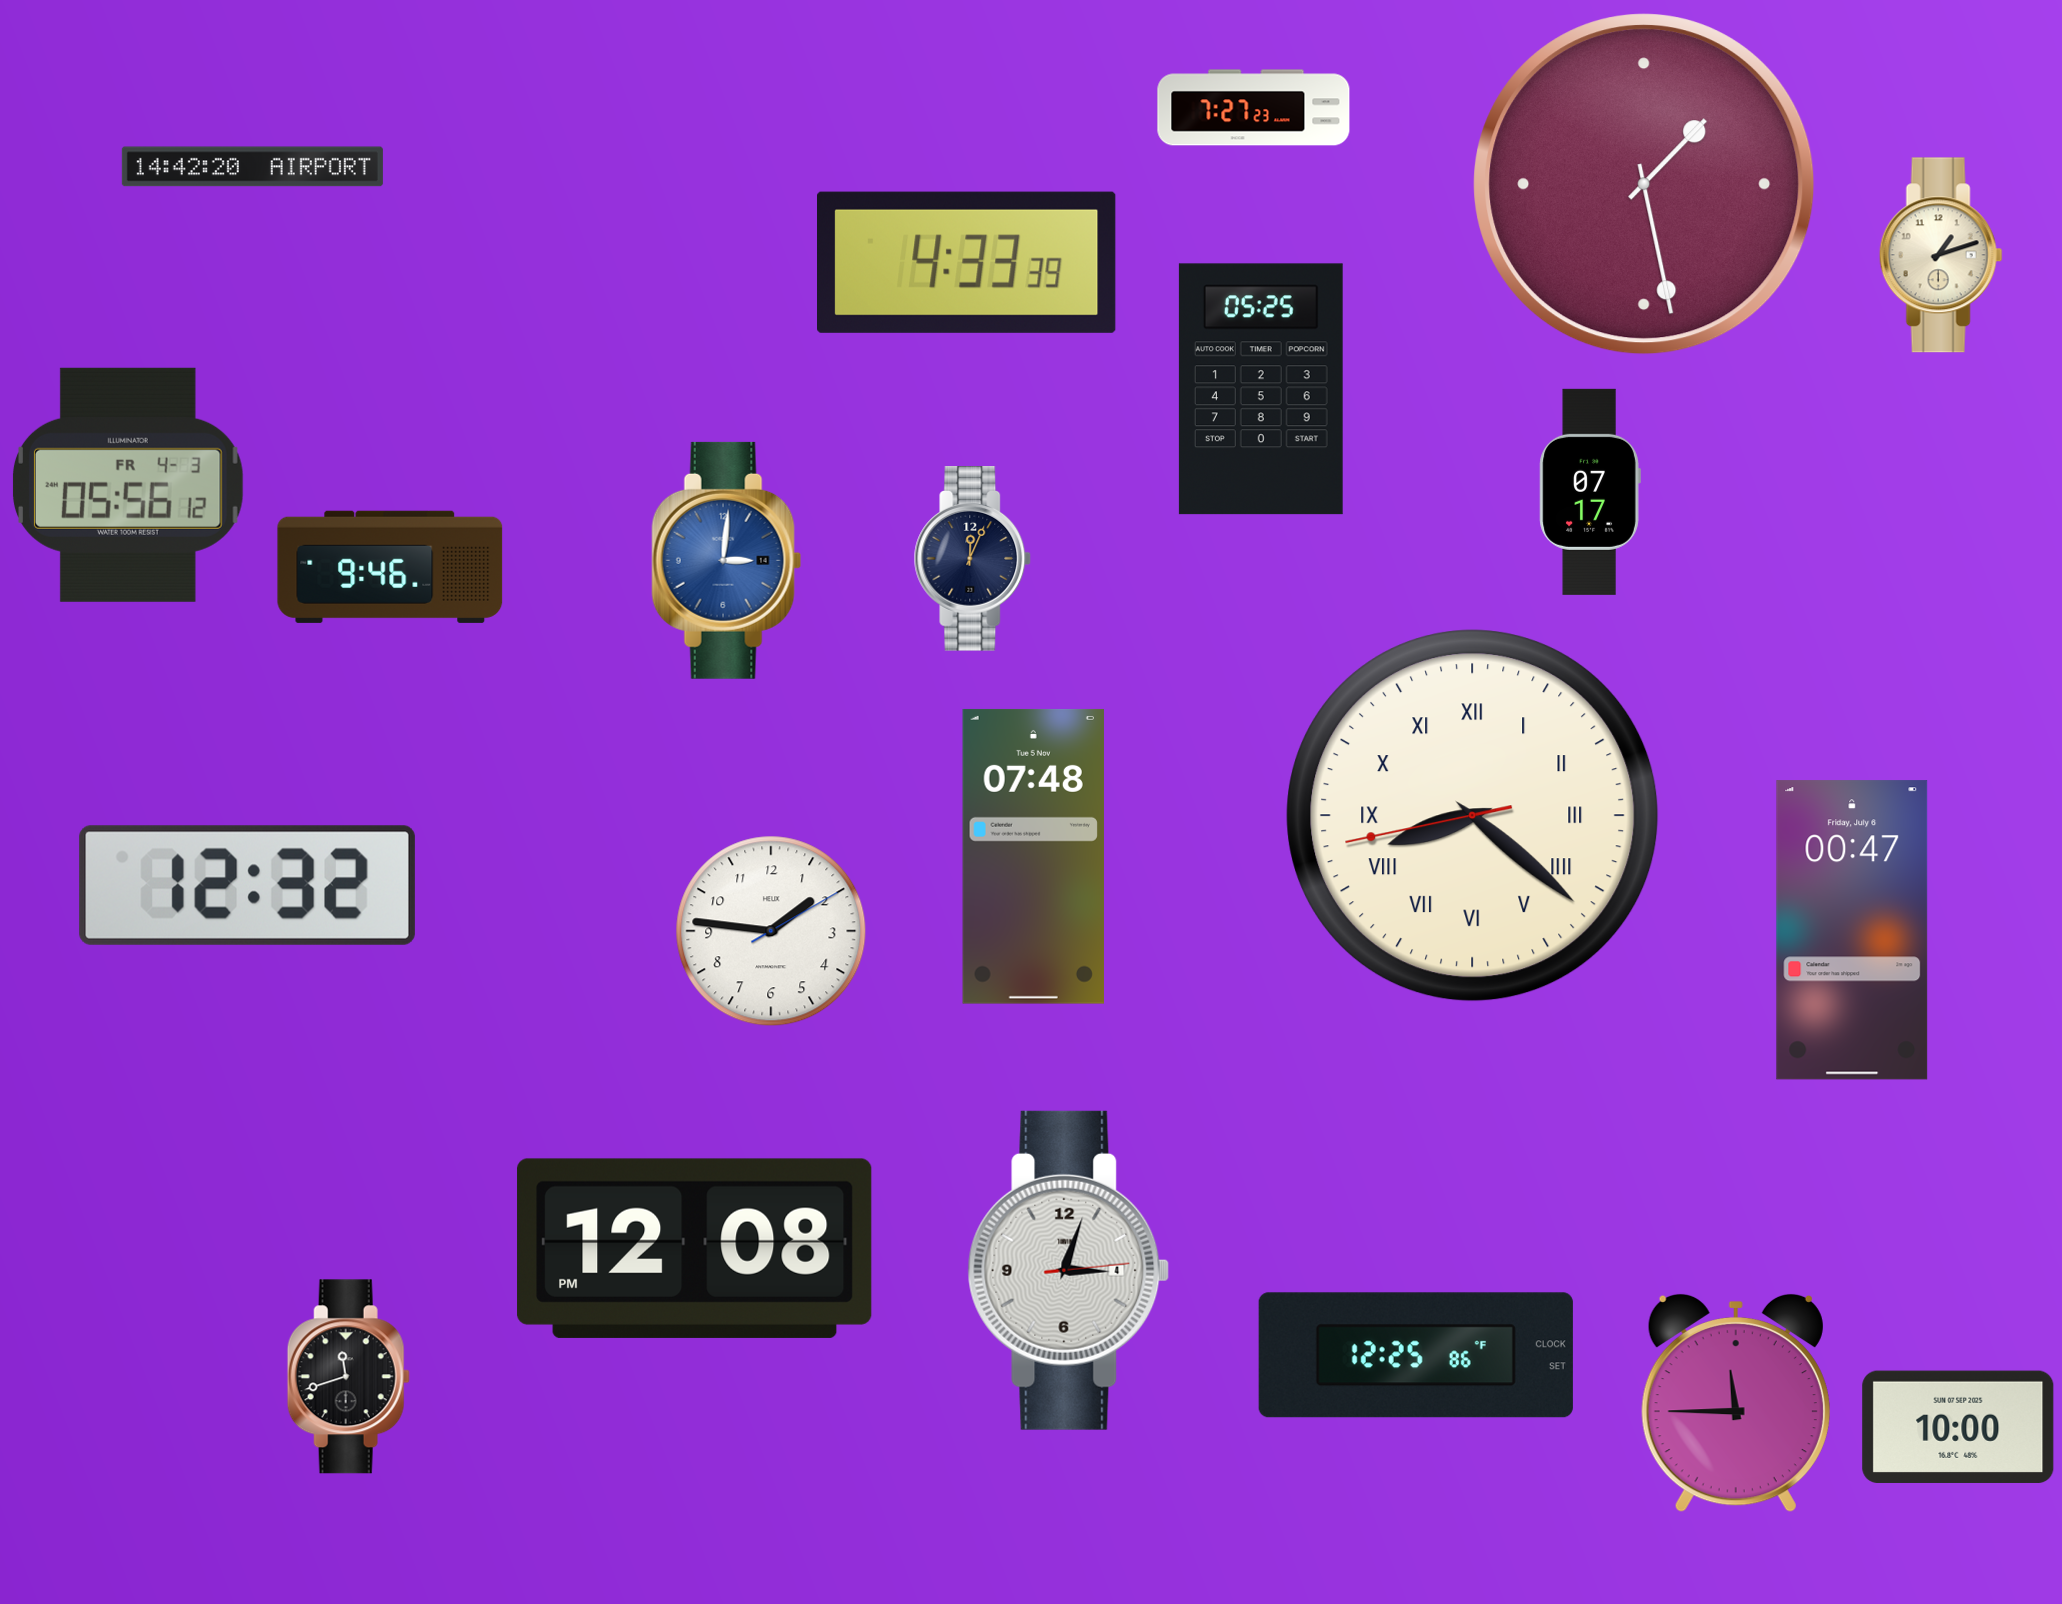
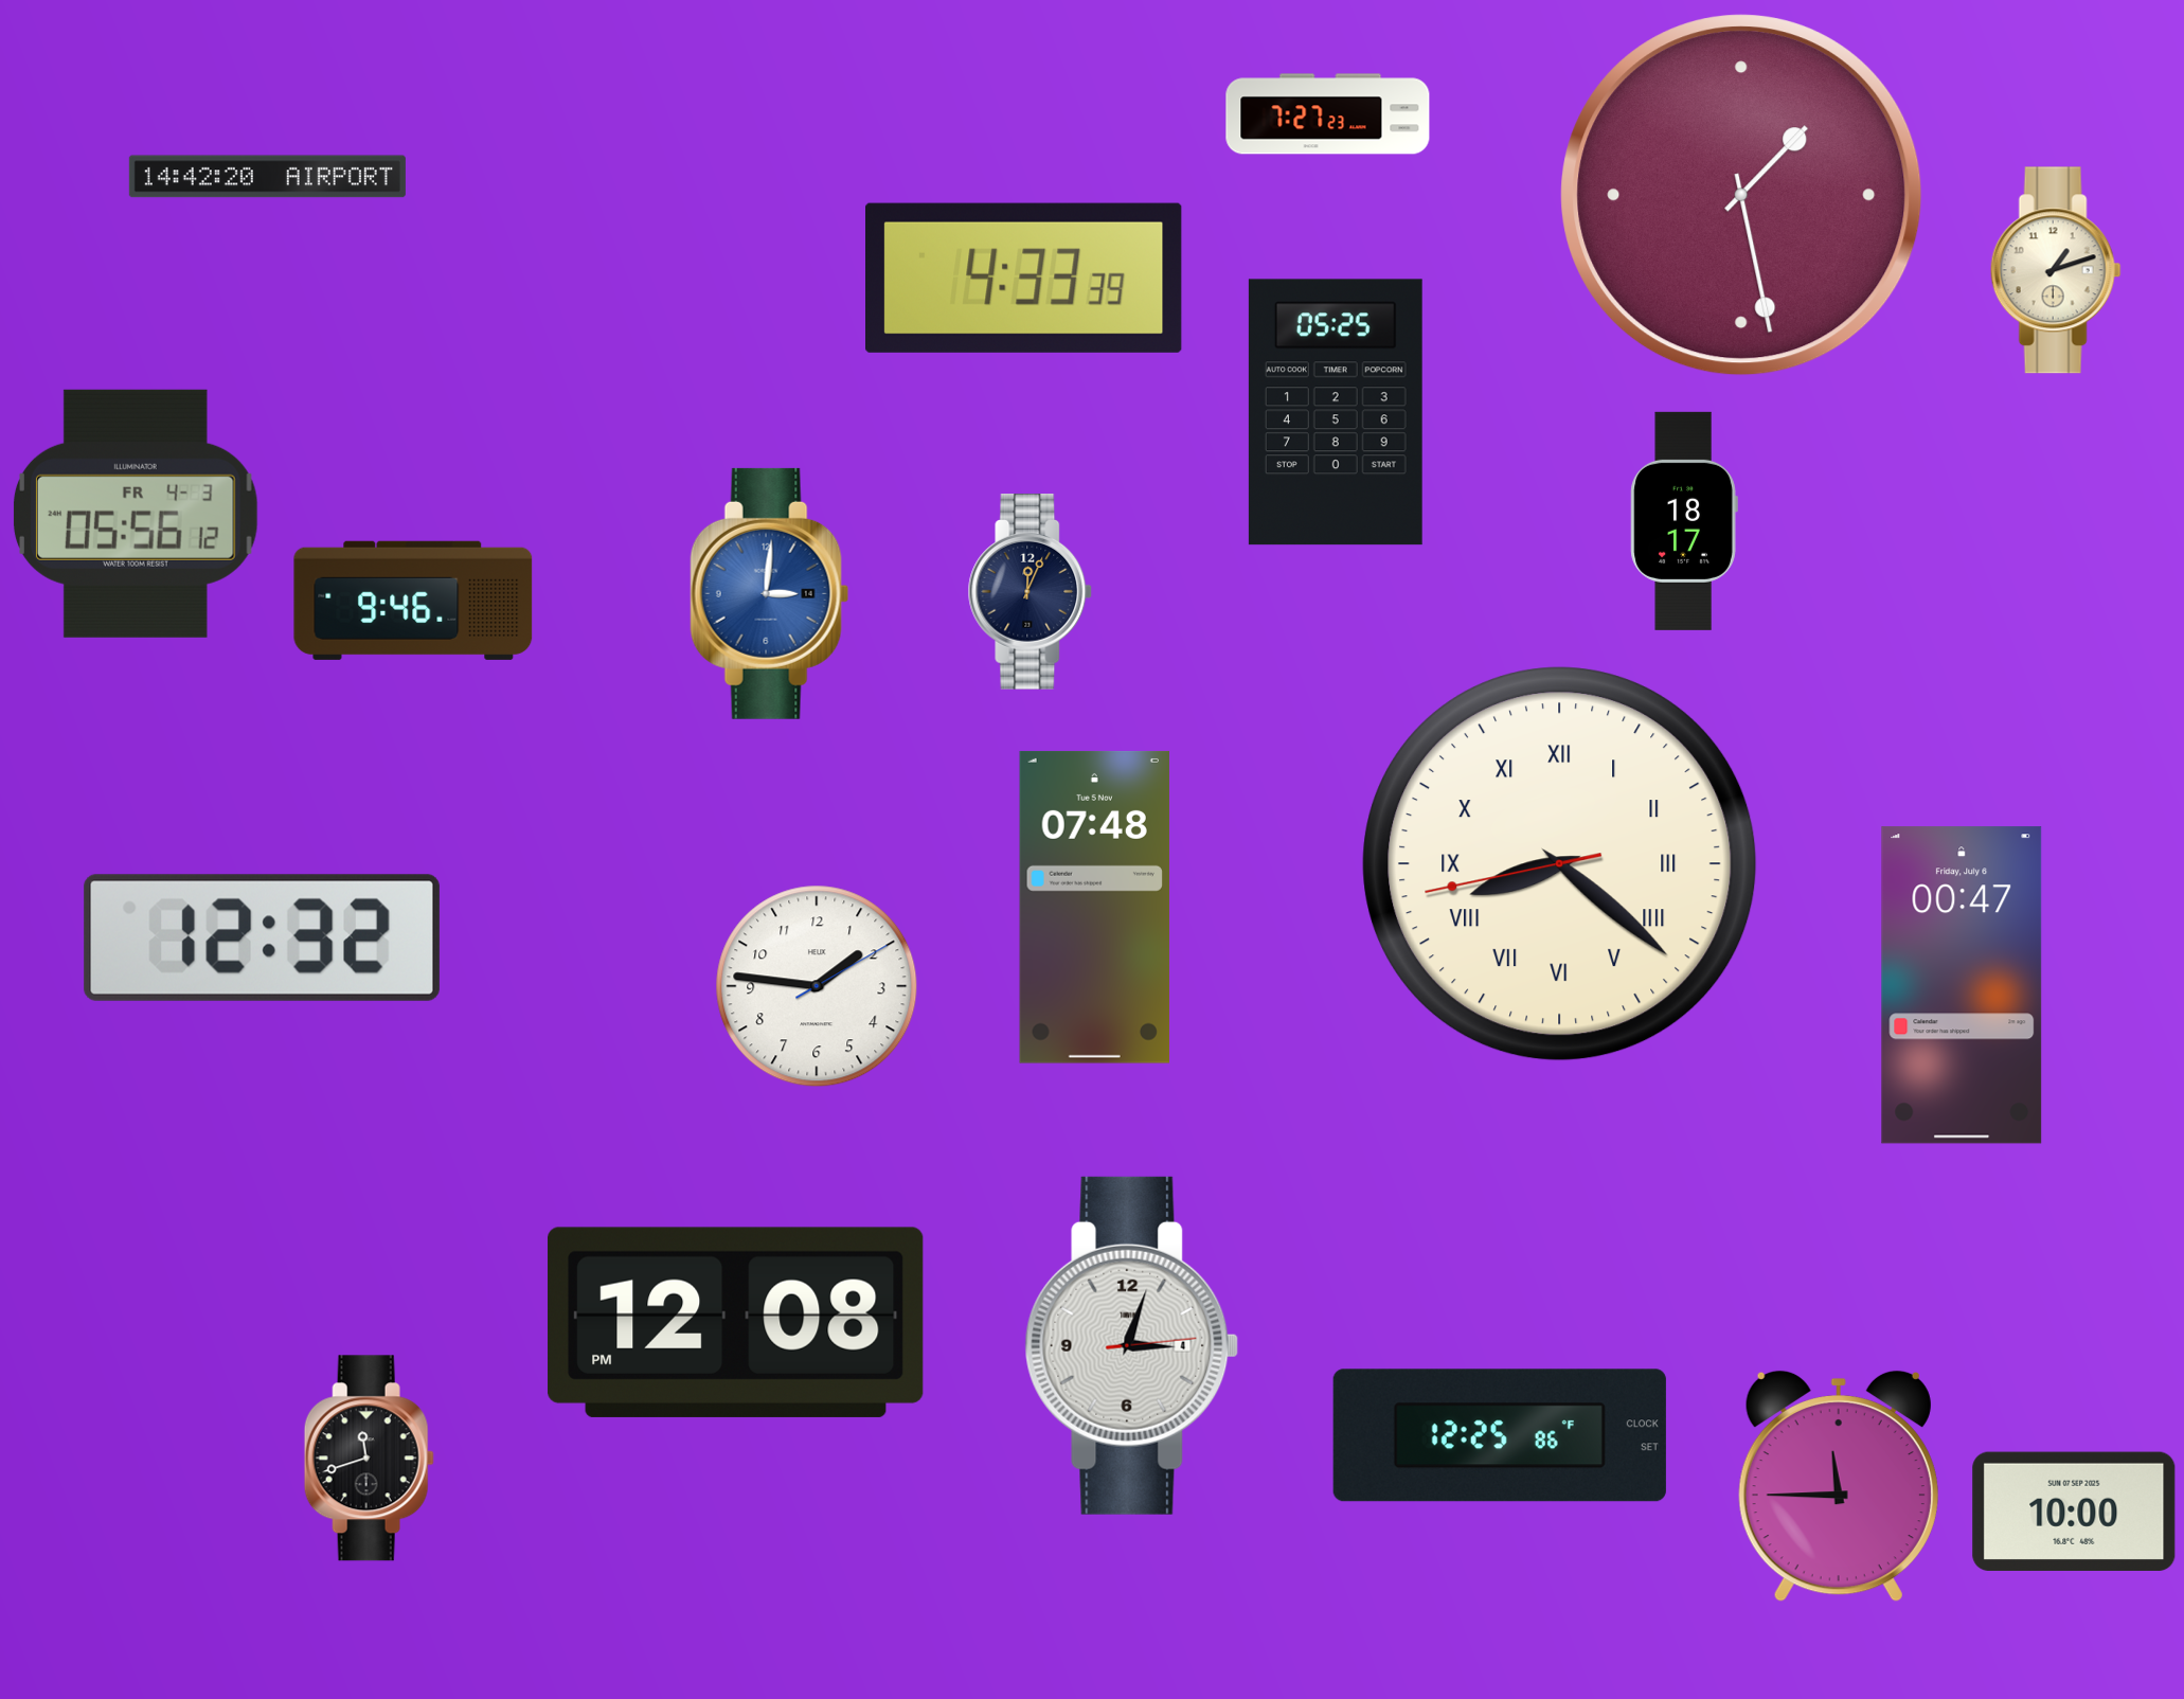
clock at (1590, 492): 07:17 -> 18:17
